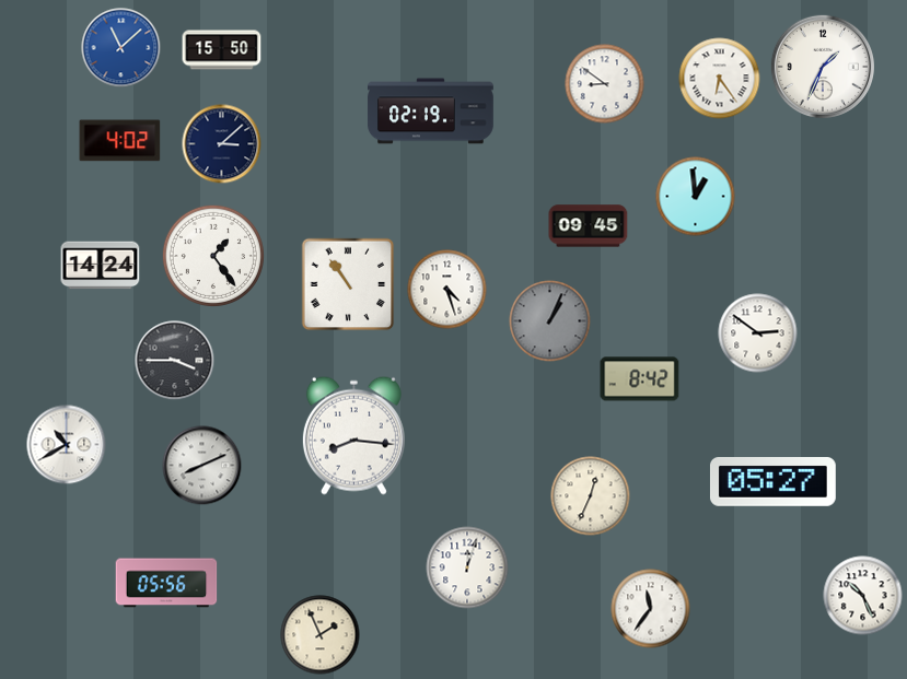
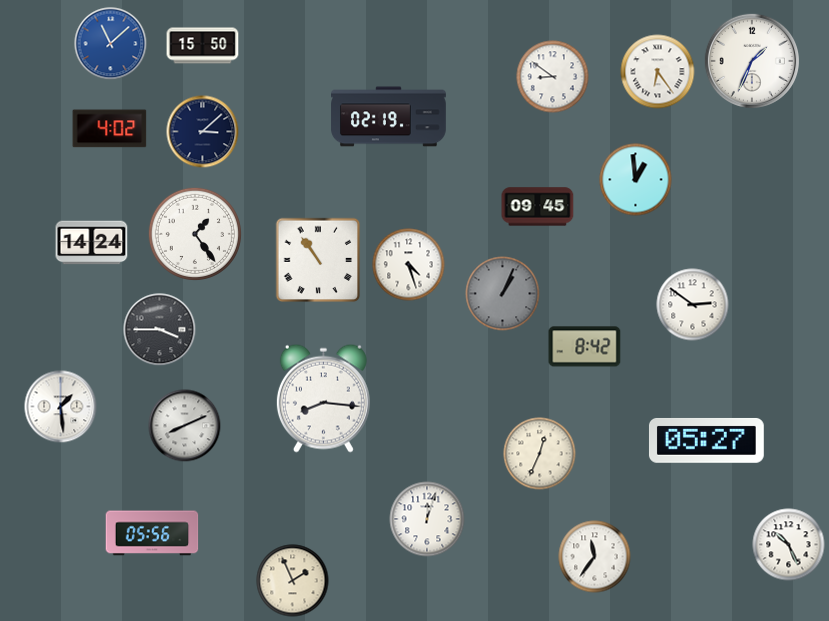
clock at (431, 112) position: (431, 112) -> (389, 117)
clock at (67, 445): 10:40 -> 1:29
